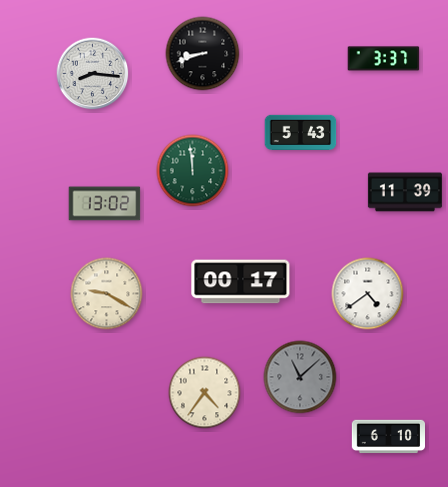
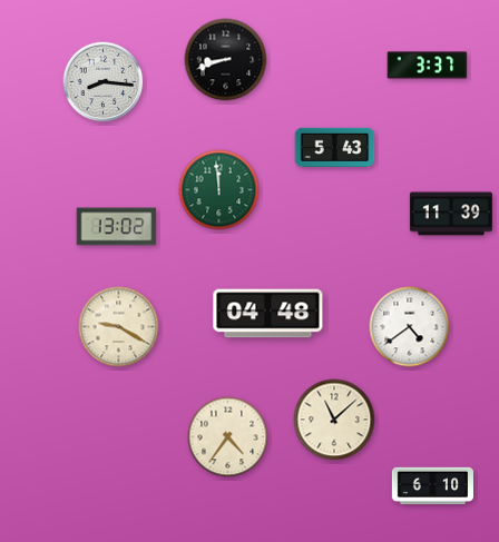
clock at (193, 171) position: (193, 171) -> (219, 190)
clock at (241, 282): 00:17 -> 04:48
clock at (300, 377) dial: grey -> cream
